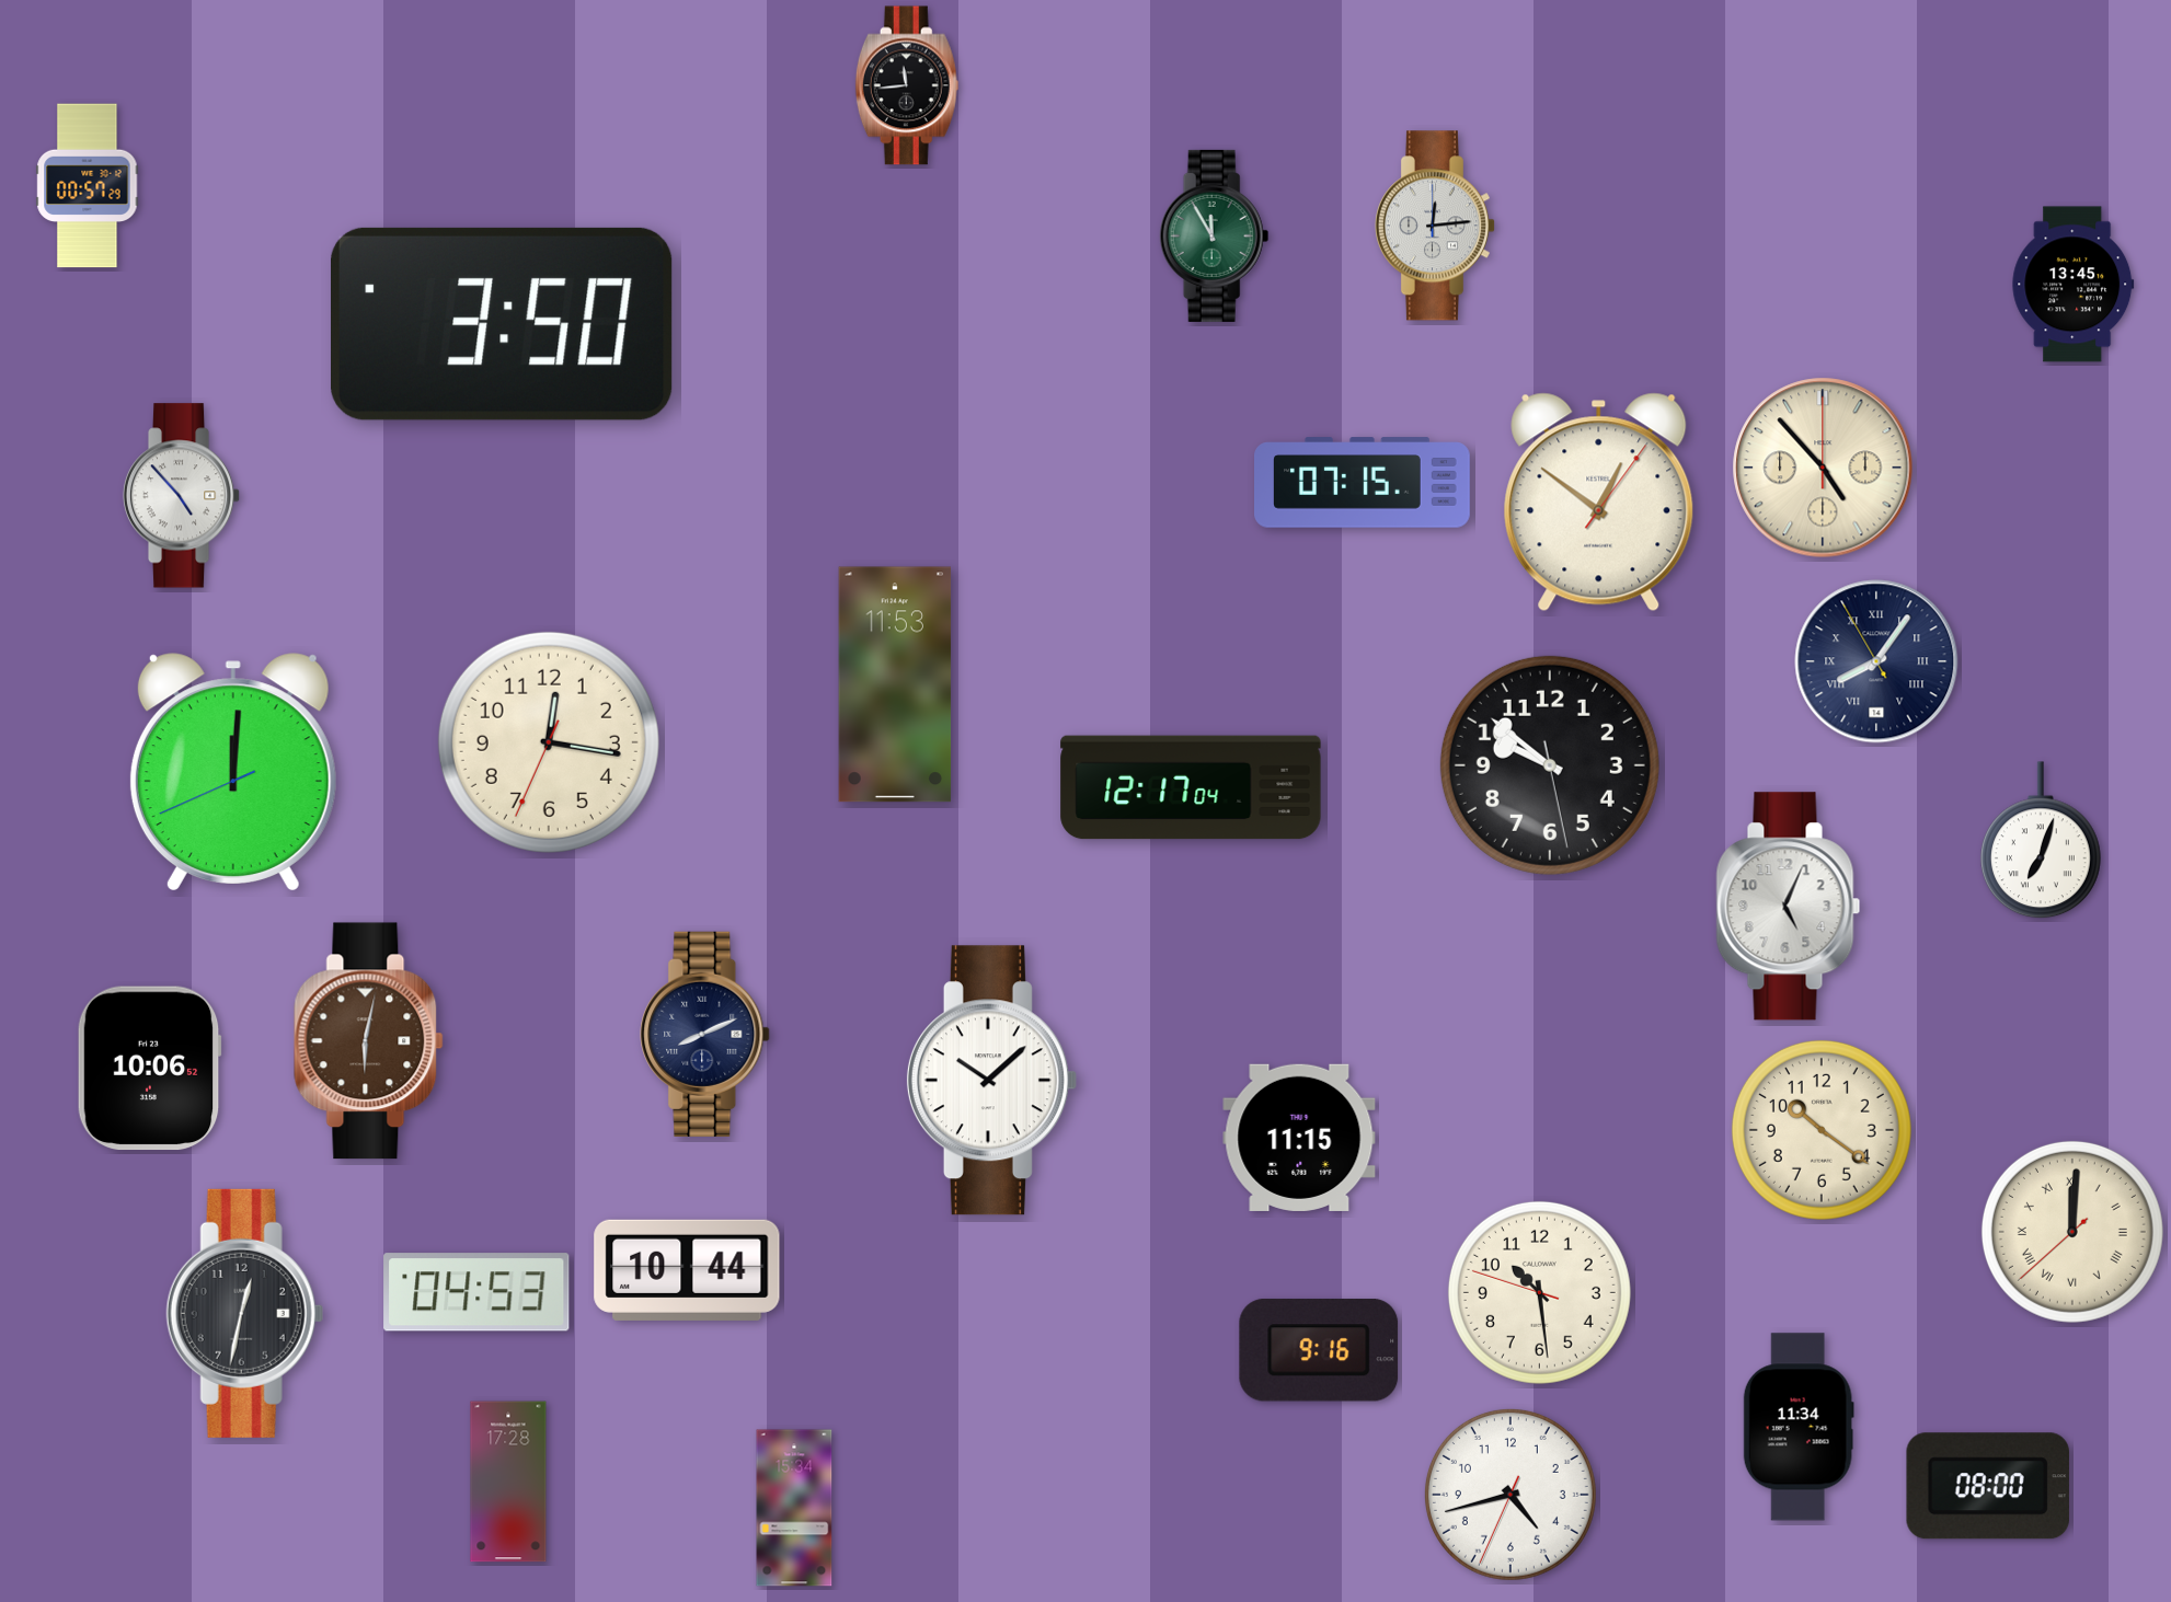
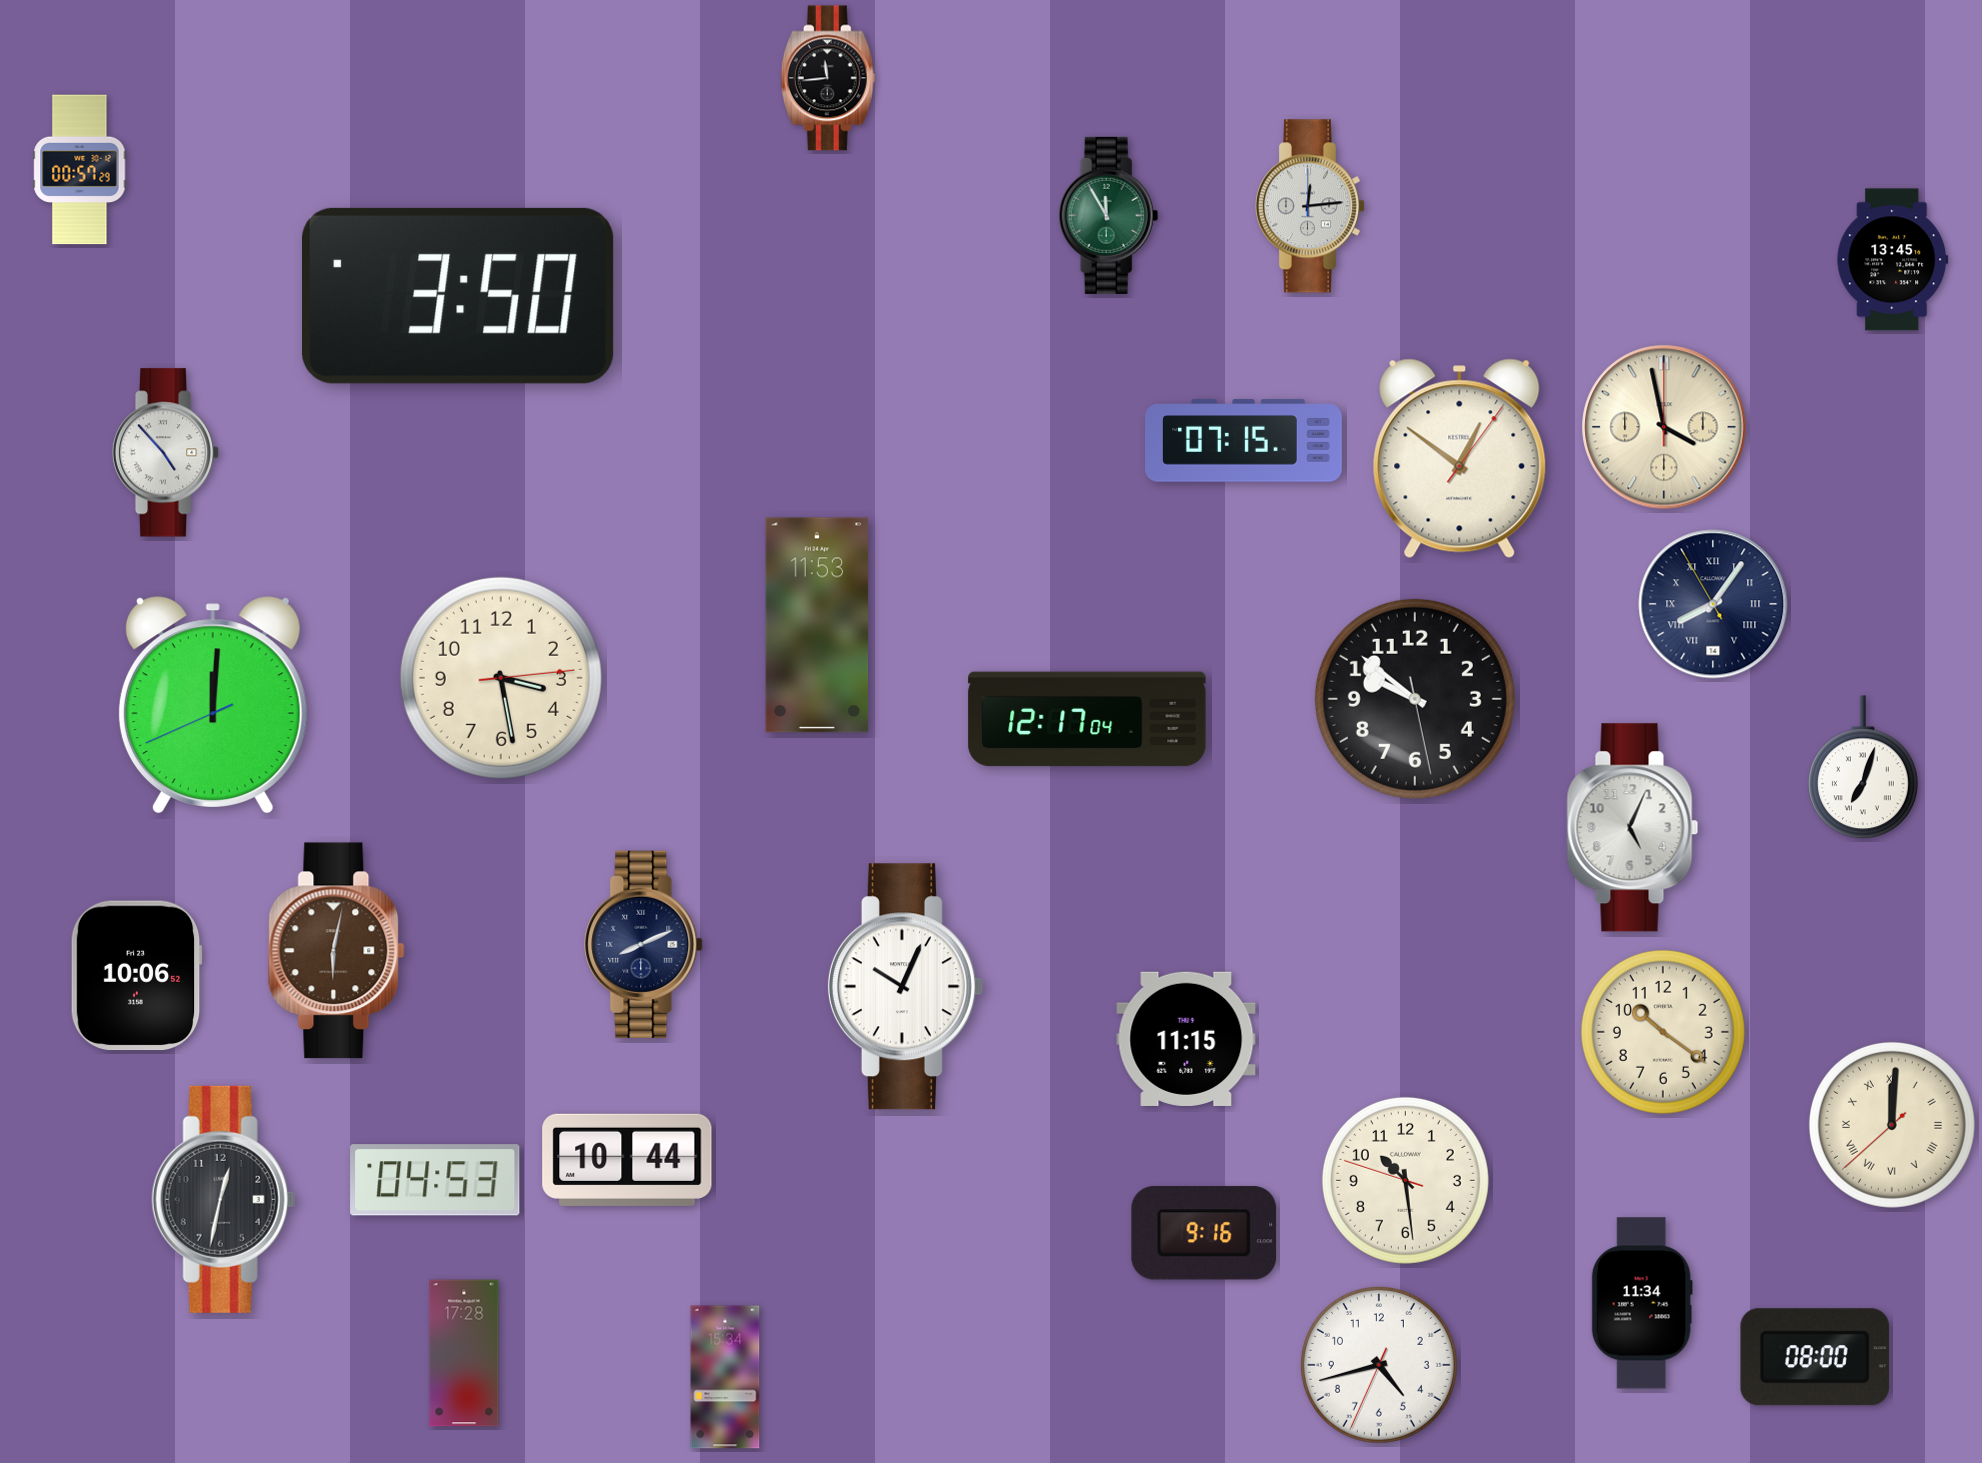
clock at (1823, 468): 4:53 -> 3:58
clock at (549, 742): 12:16 -> 3:28
clock at (991, 1081): 10:08 -> 10:04
